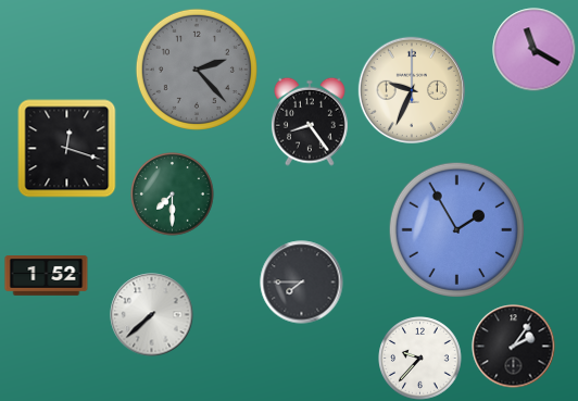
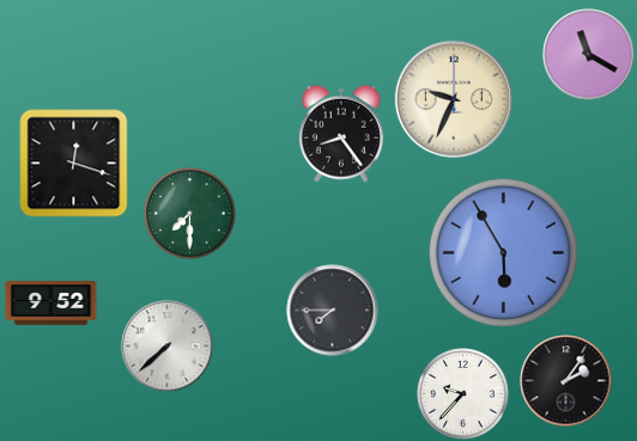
clock at (197, 70): 2:23 -> none
clock at (456, 229): 1:55 -> 5:55
clock at (47, 276): 1:52 -> 9:52
